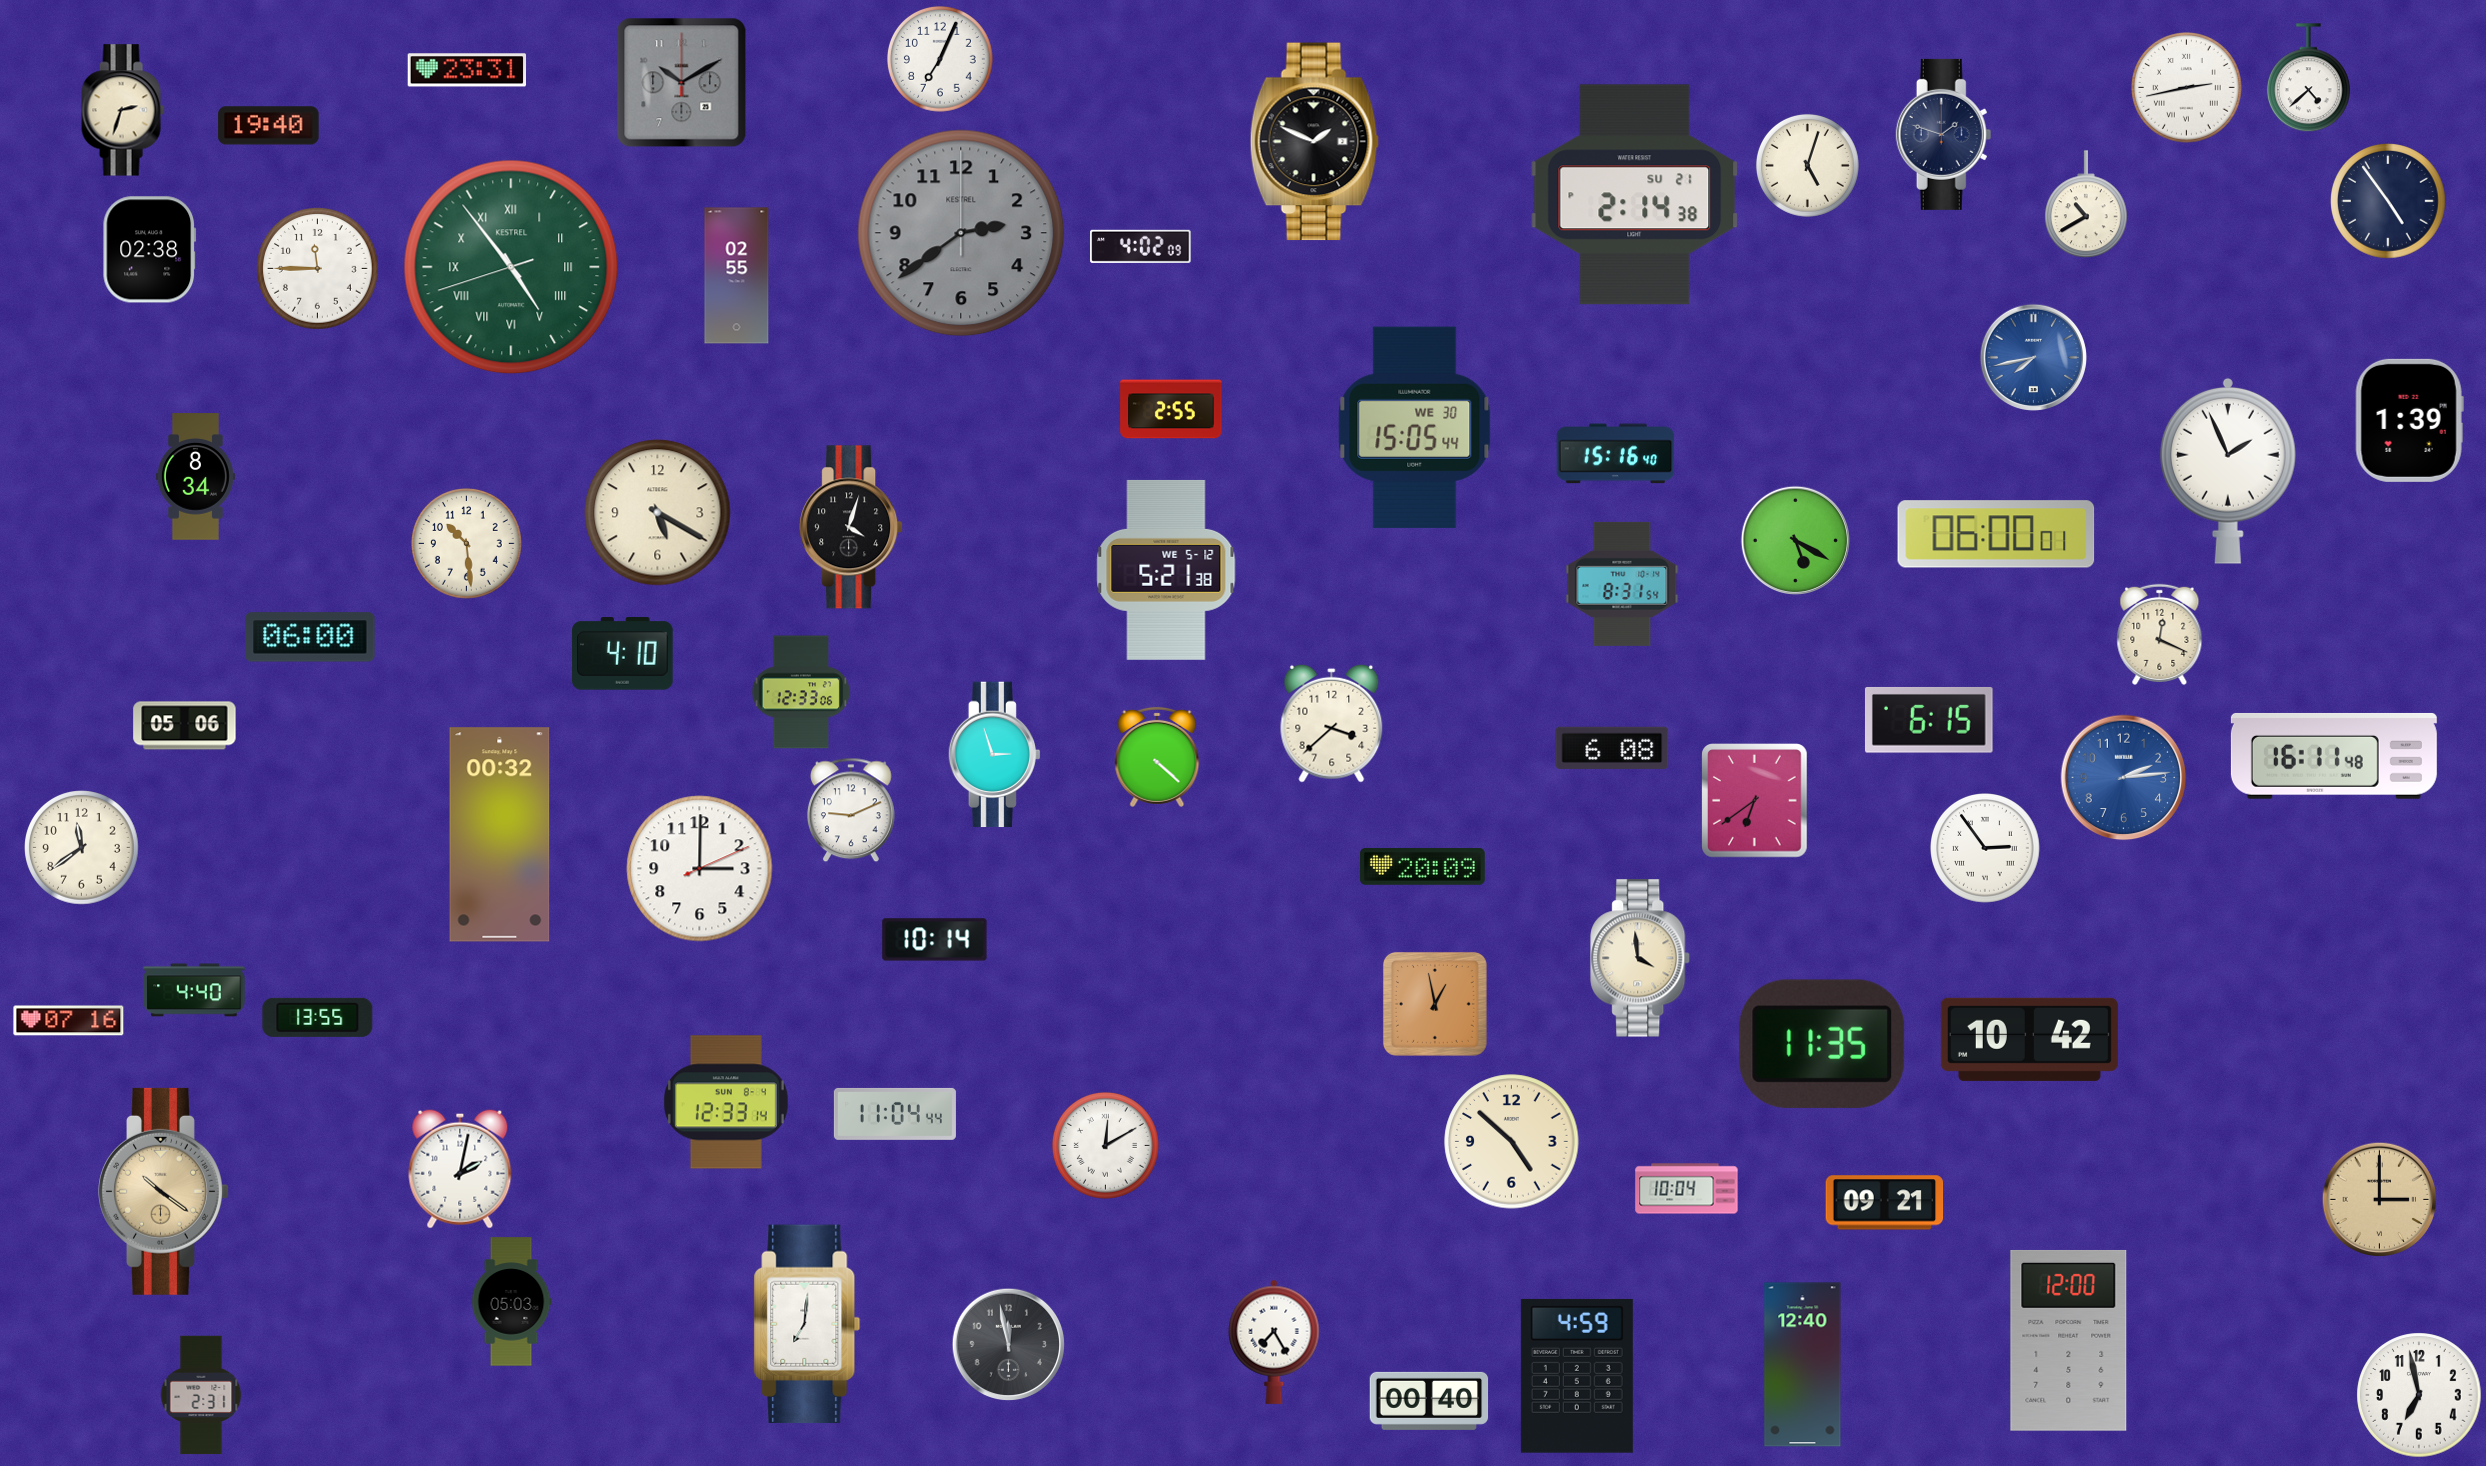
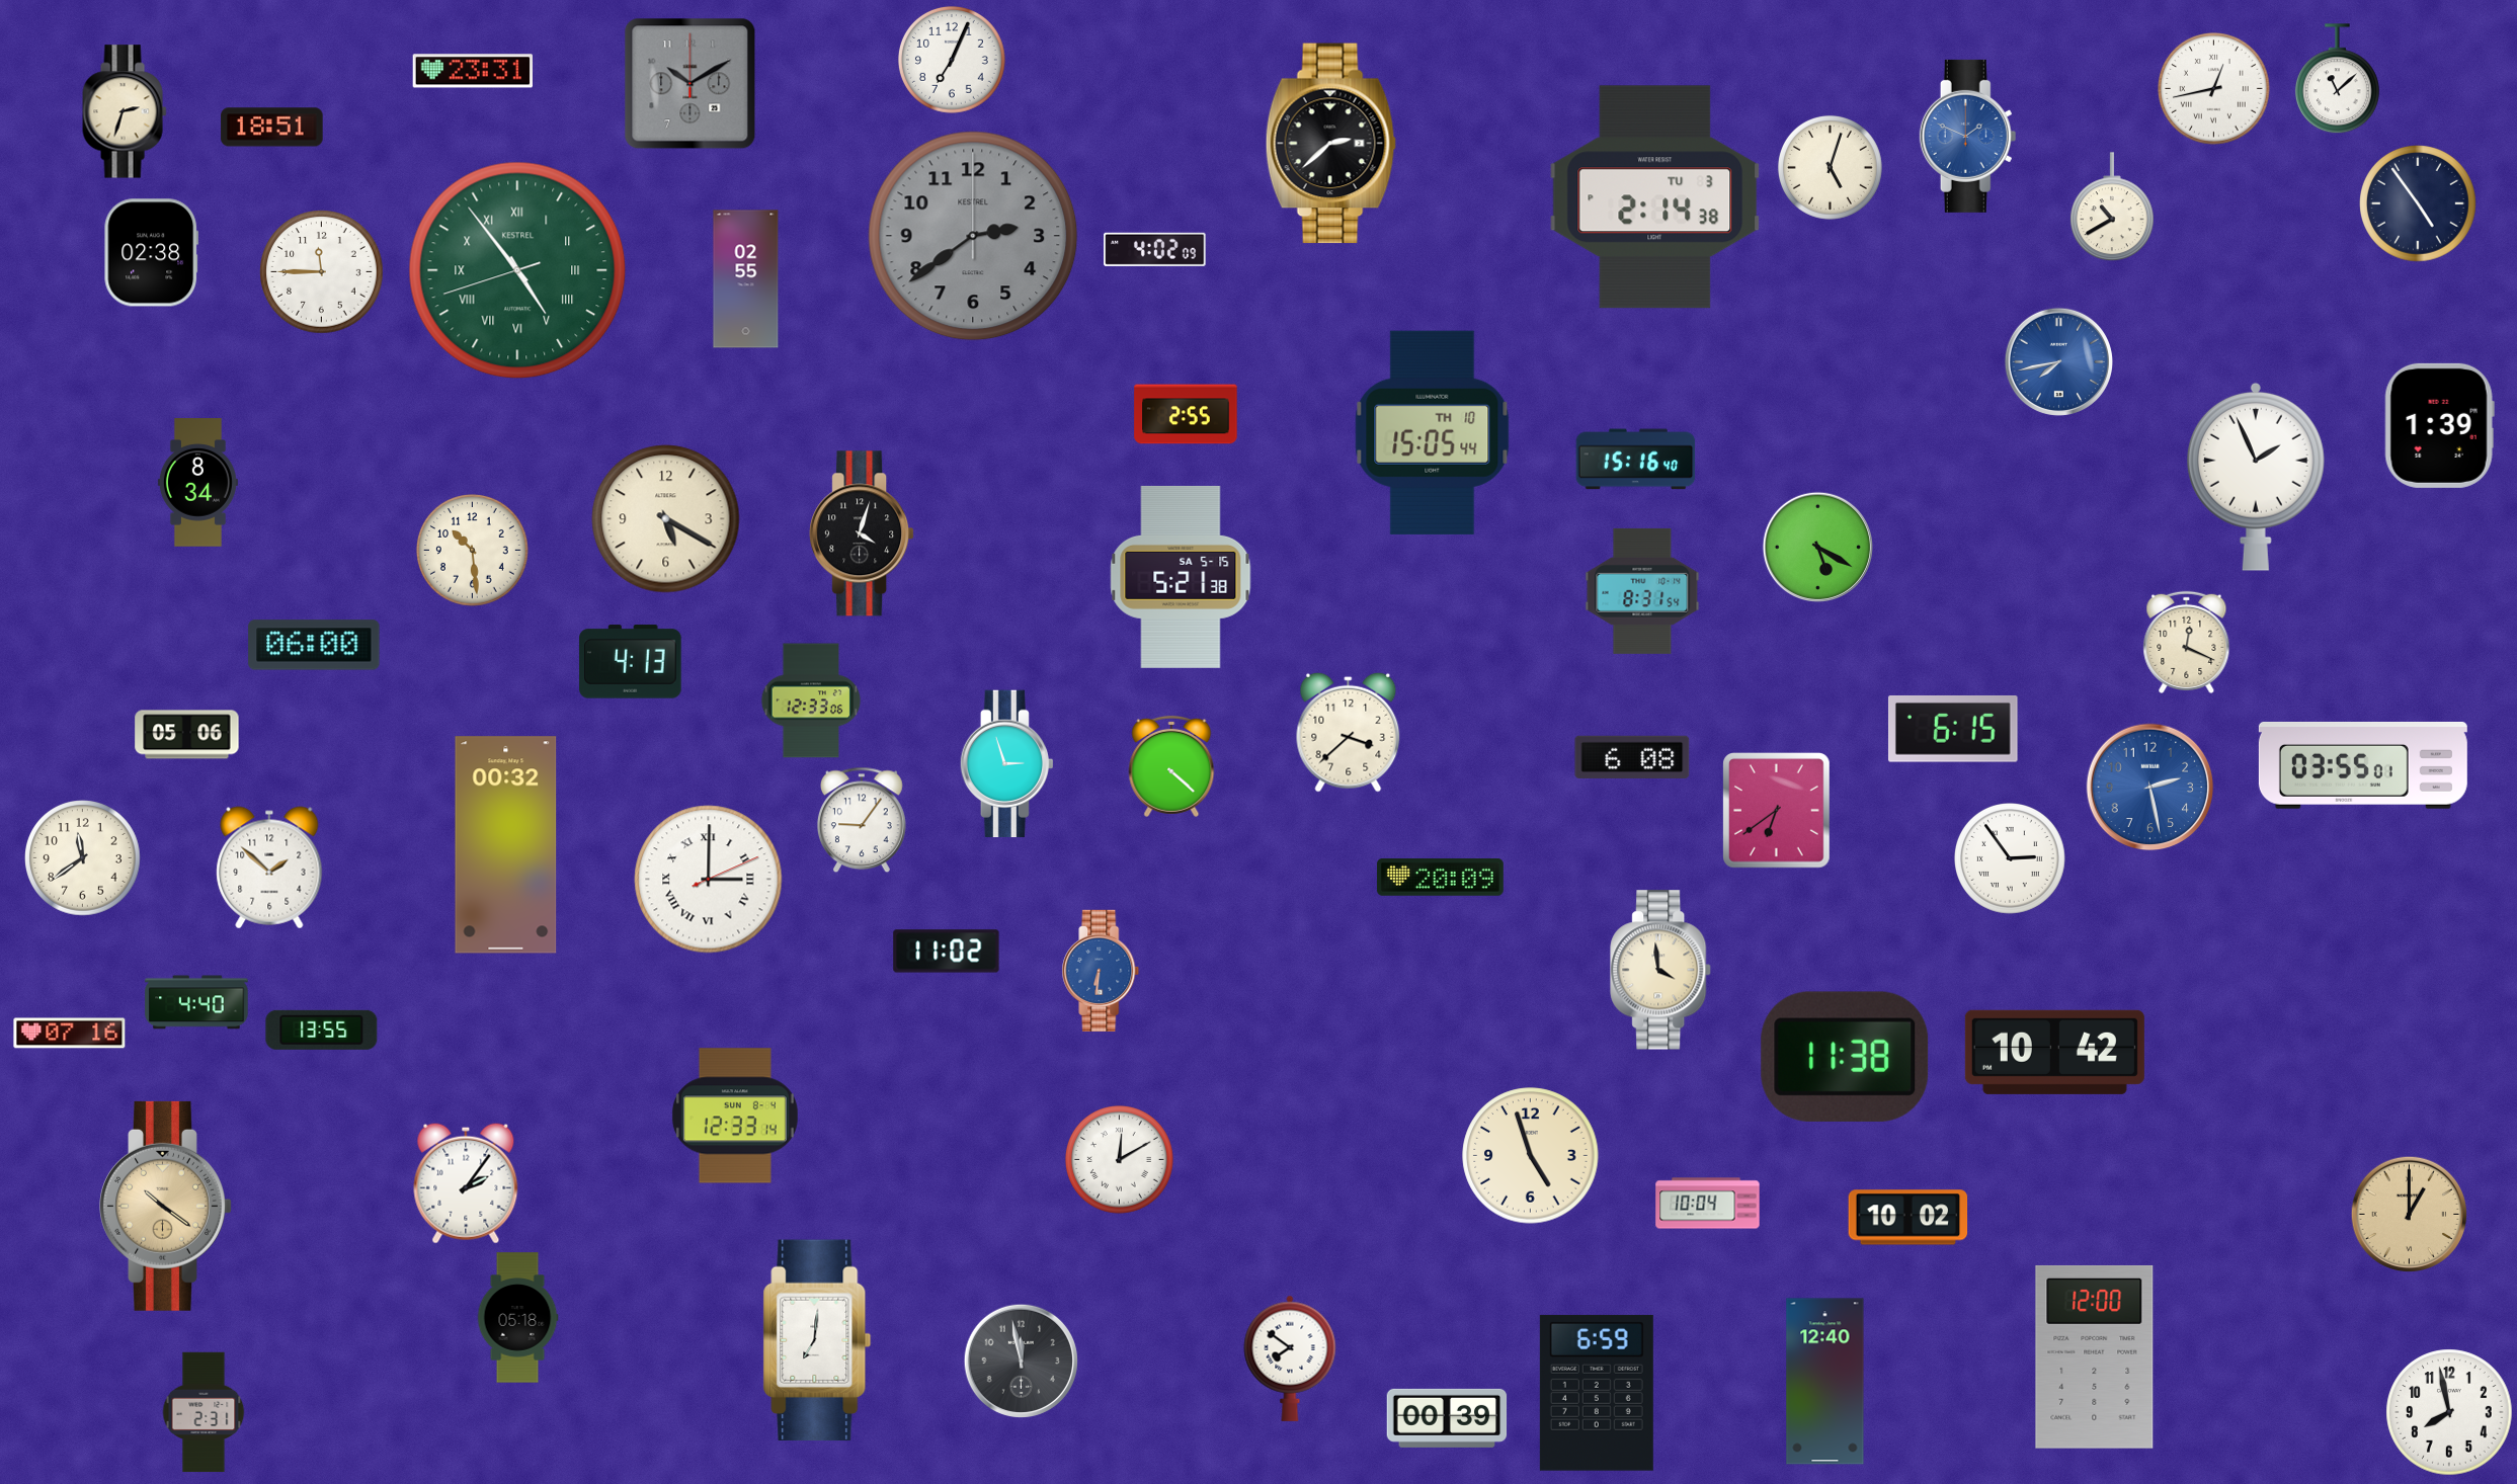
clock at (2308, 78): 4:38 -> 11:08
clock at (2187, 88): 2:43 -> 12:43
clock at (269, 126): 19:40 -> 18:51
clock at (1944, 134): 1:48 -> 1:49
clock at (1944, 134) dial: navy -> blue
clock at (1314, 142): 1:49 -> 2:38
clock at (1635, 195) date: SU 21 -> TU 3
clock at (1415, 427) date: WE 30 -> TH 10
clock at (1996, 534): 06:00 -> none
clock at (1166, 570) date: WE 5-12 -> SA 5-15
clock at (623, 654): 4:10 -> 4:13
clock at (2334, 756): 16:11 -> 03:55
clock at (2124, 778): 2:14 -> 2:28
clock at (851, 810): 9:11 -> 9:06
clock at (269, 868): none -> 1:52
clock at (700, 869) numerals: Arabic -> Roman
clock at (935, 940): 10:14 -> 11:02
clock at (1101, 971): none -> 6:31
clock at (1435, 1004): 12:58 -> none
clock at (1822, 1044): 11:35 -> 11:38
clock at (895, 1114): 11:04 -> none
clock at (1512, 1142): 4:52 -> 4:57
clock at (460, 1169): 2:02 -> 2:06
clock at (2380, 1200): 3:00 -> 1:00
clock at (1885, 1203): 09:21 -> 10:02
clock at (511, 1302): 05:03 -> 05:18
clock at (1274, 1342): 7:25 -> 7:51
clock at (1577, 1376): 4:59 -> 6:59
clock at (2419, 1395): 6:58 -> 7:58
clock at (1429, 1401): 00:40 -> 00:39
